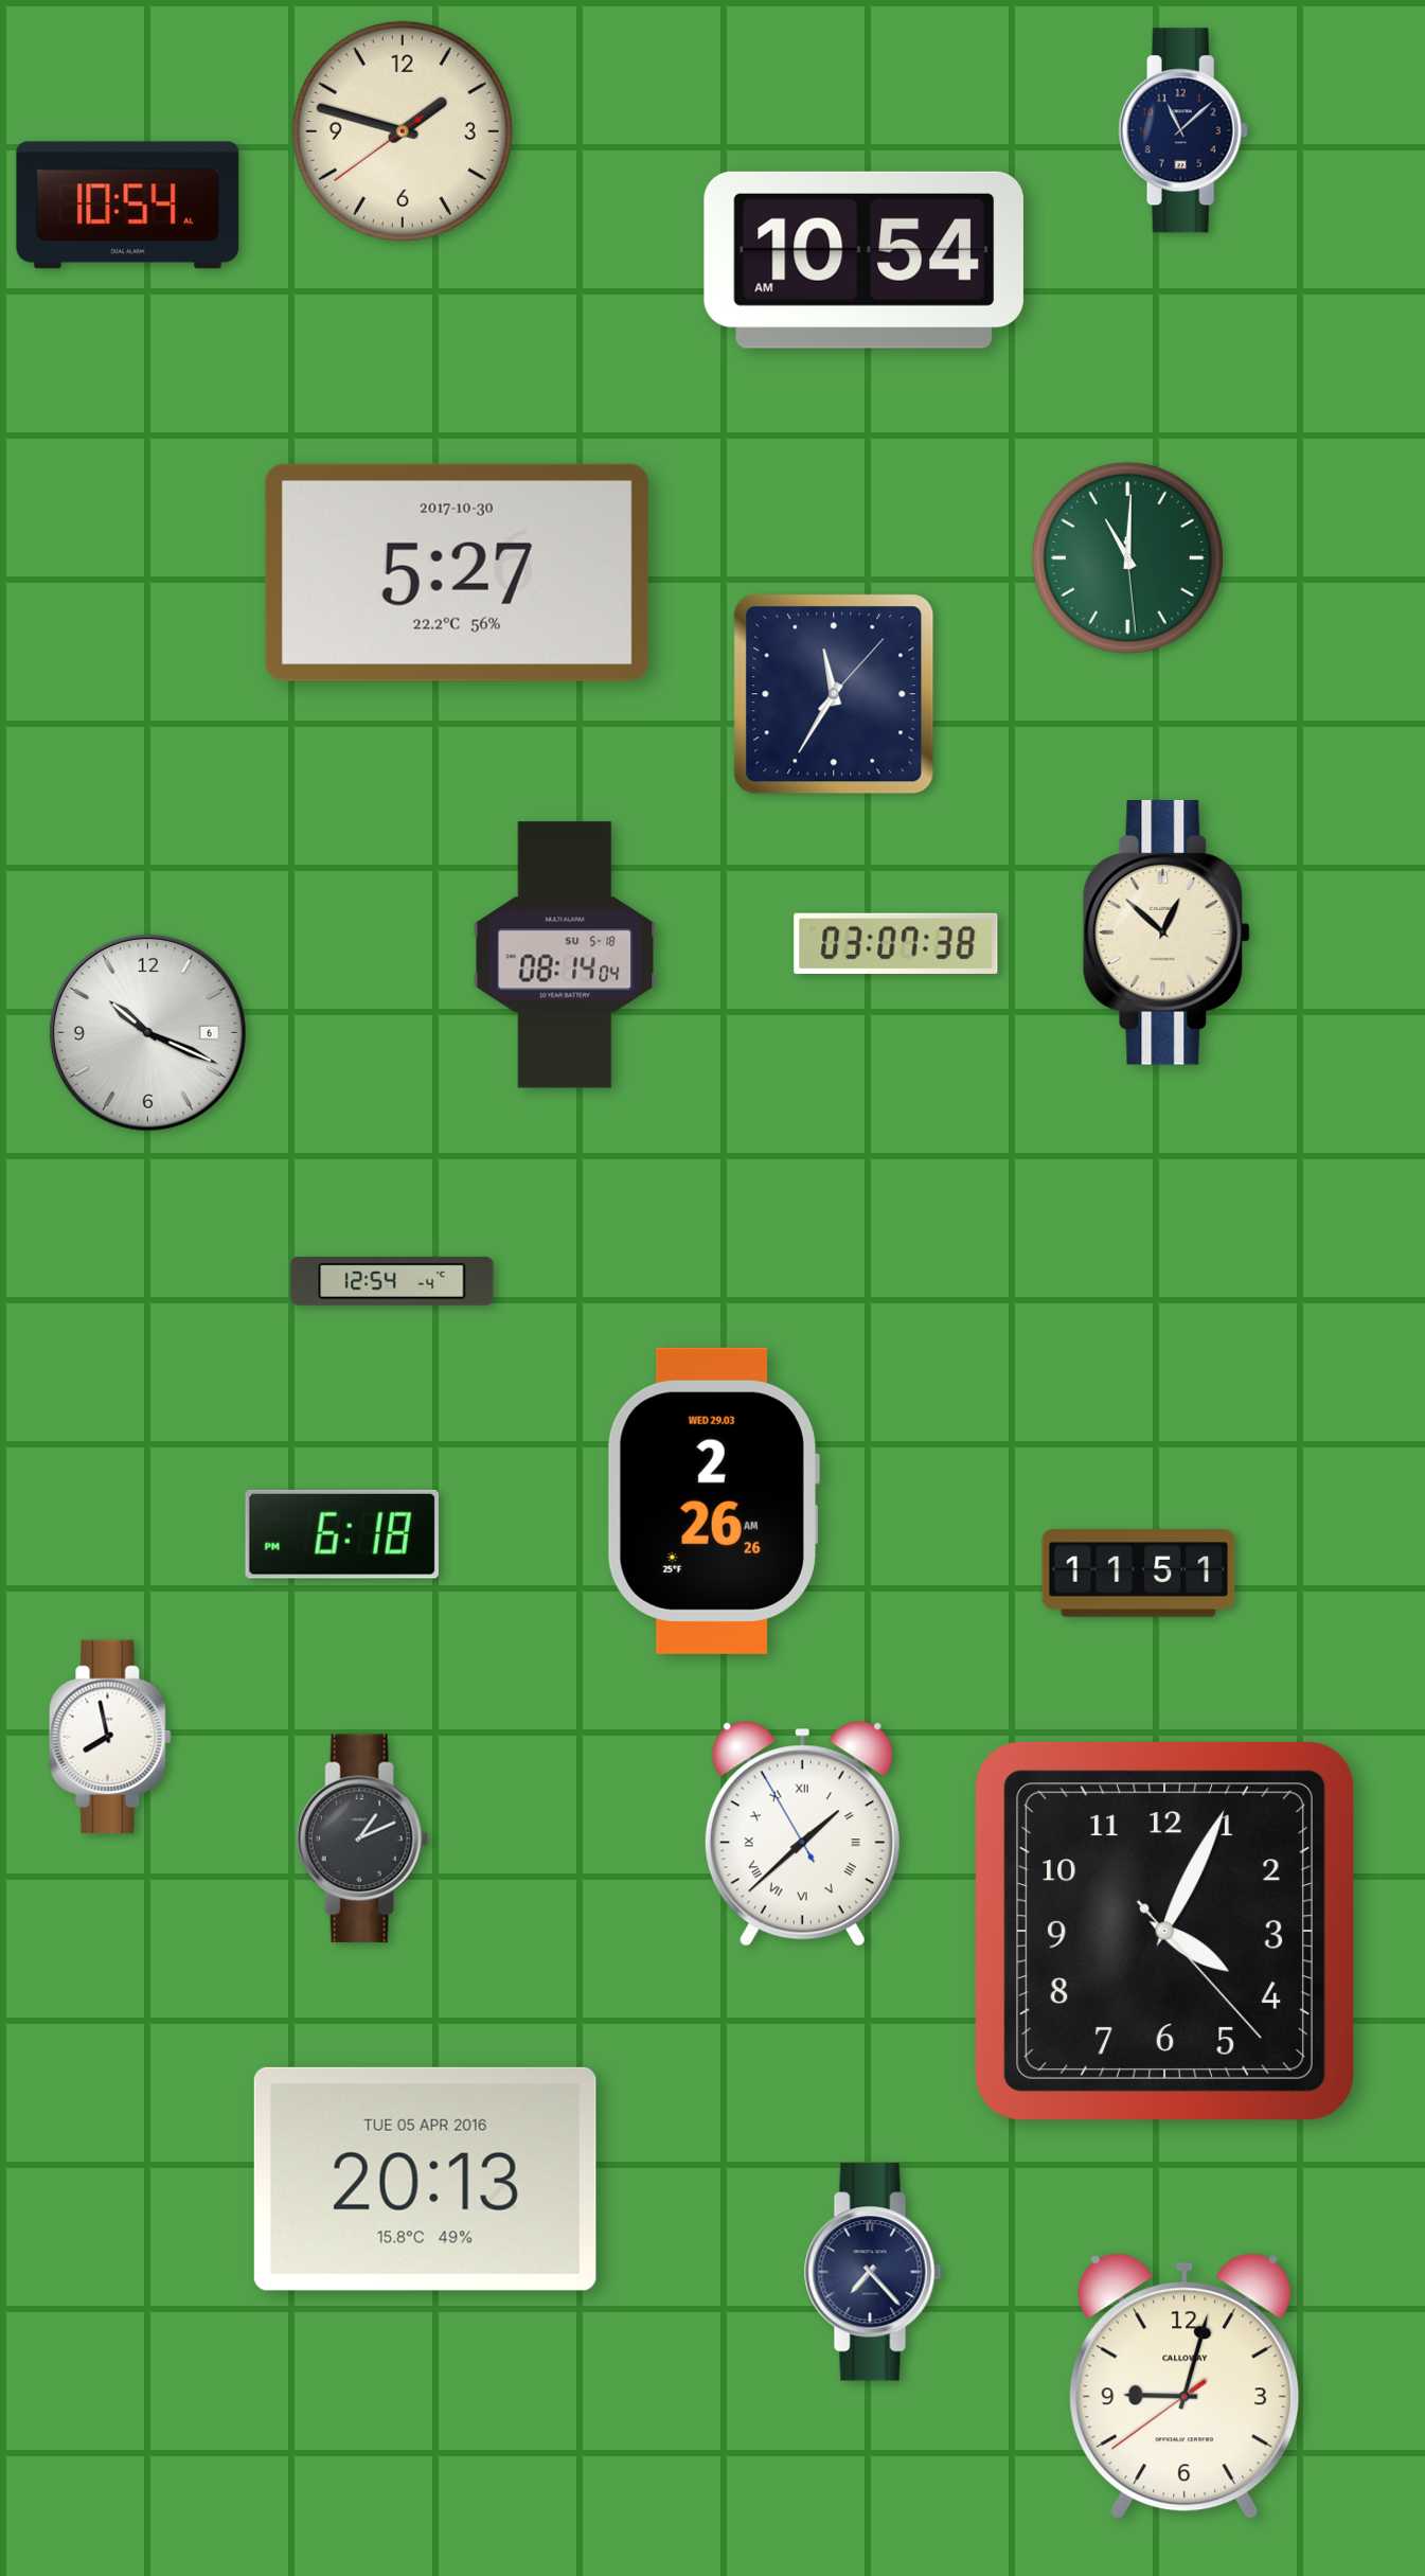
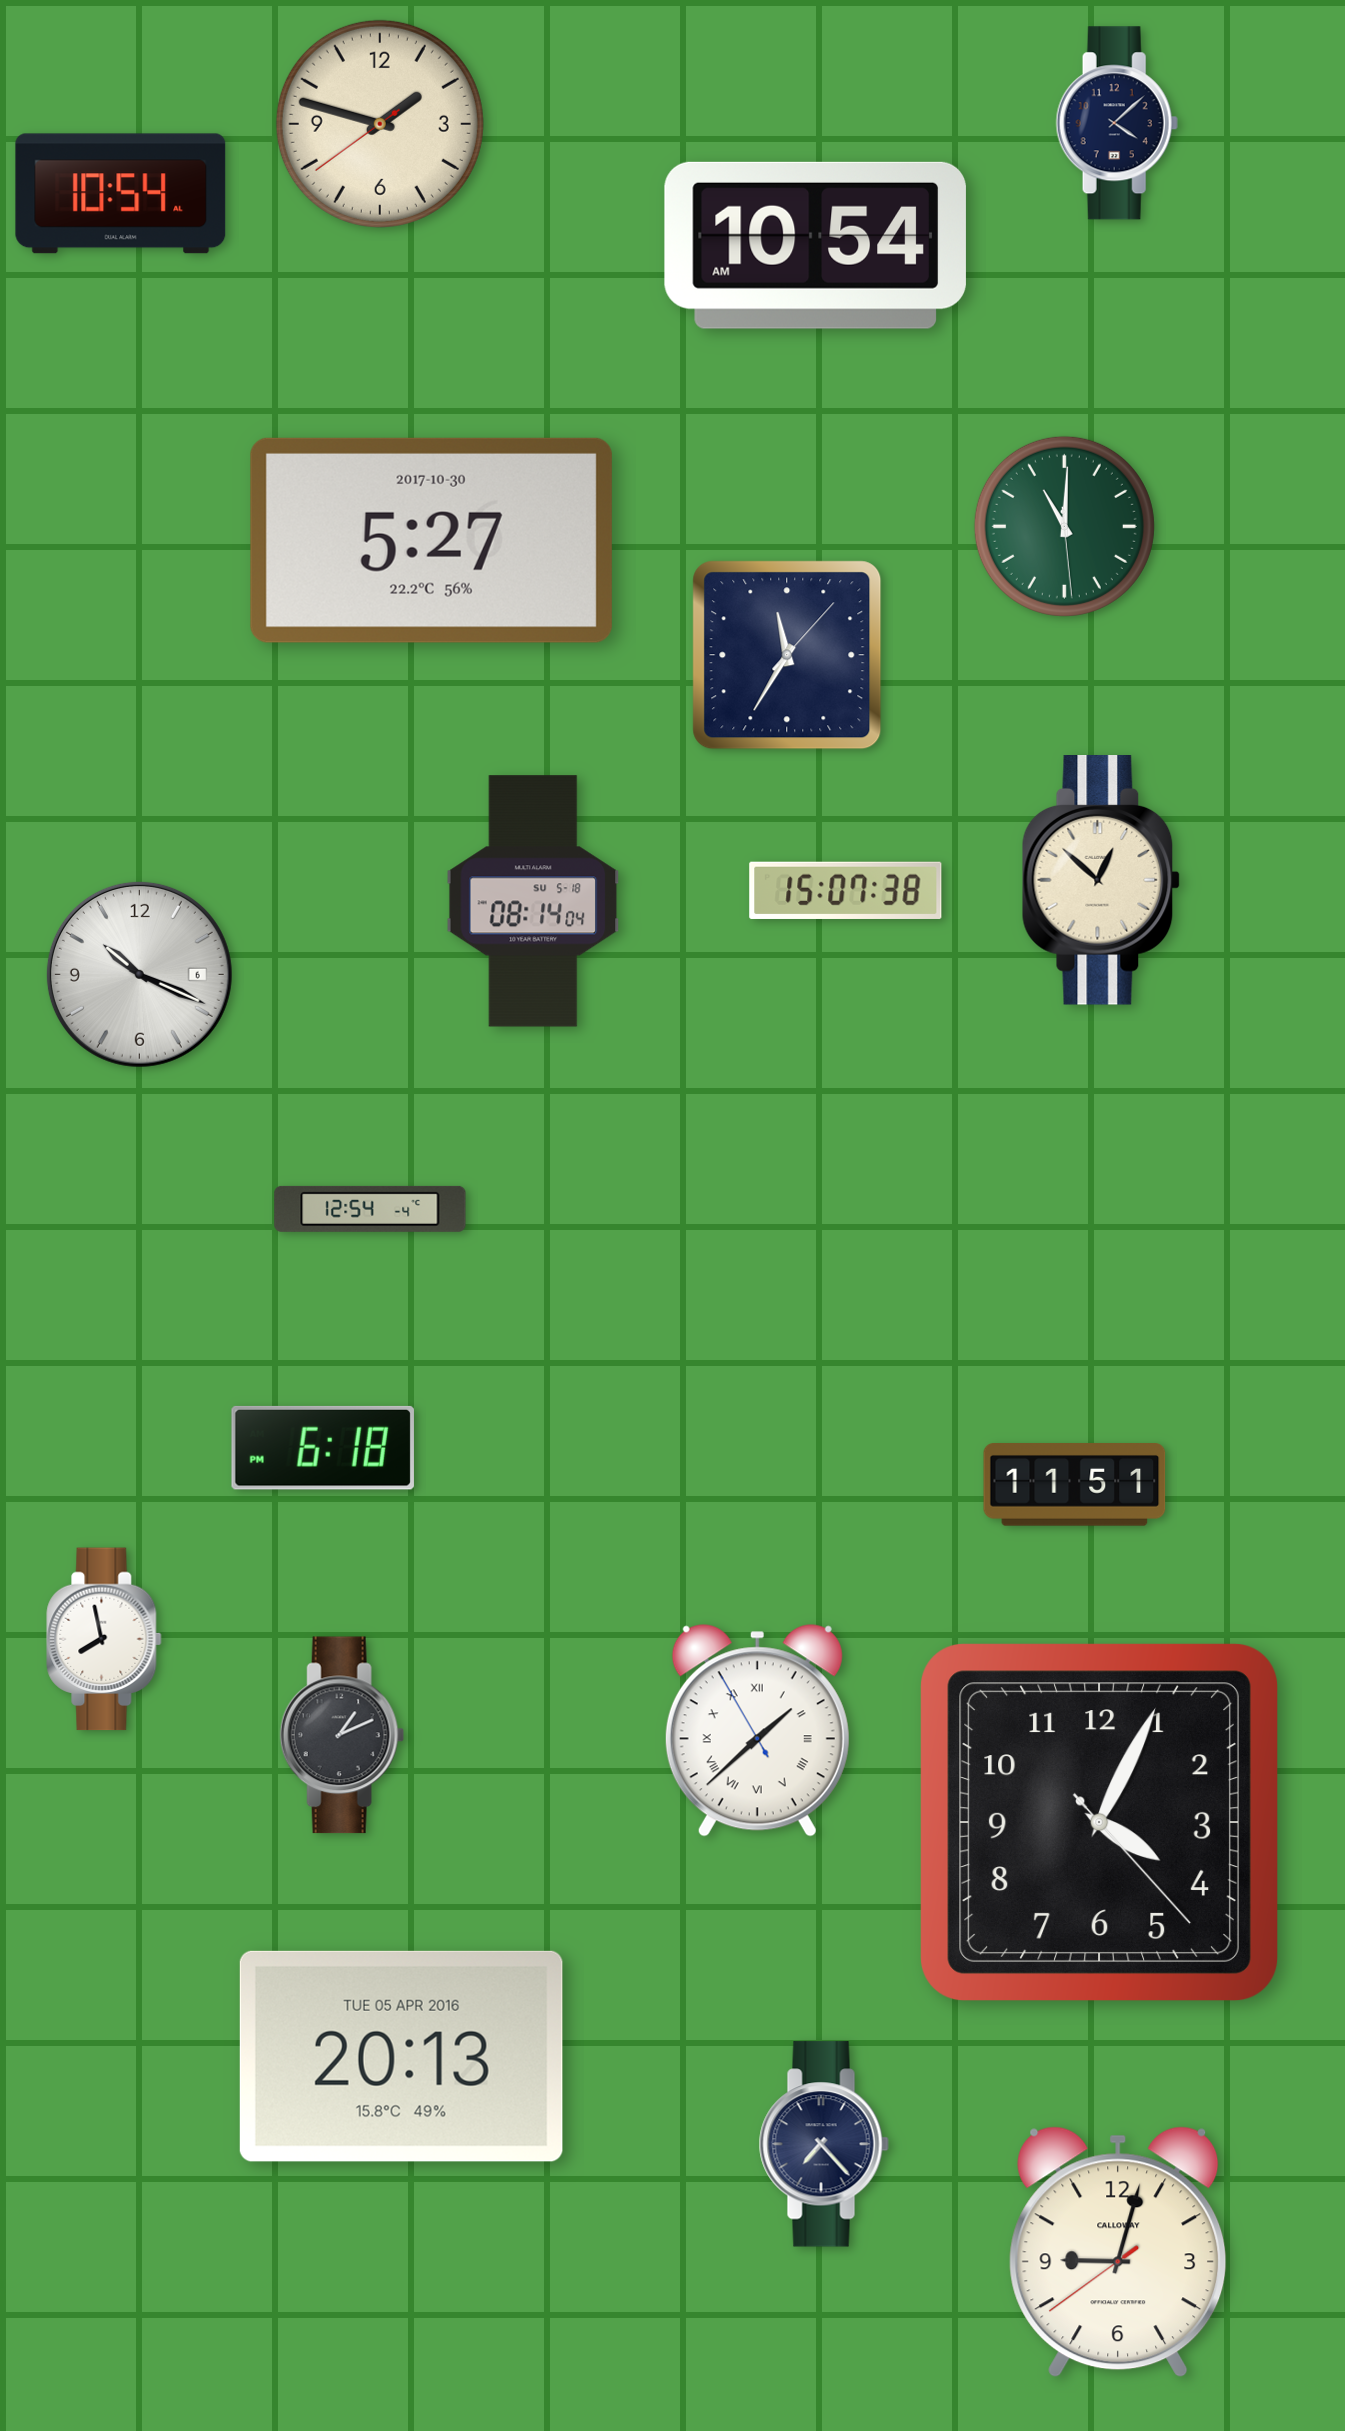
clock at (1183, 130): 11:08 -> 4:08
clock at (896, 943): 03:07 -> 15:07
clock at (713, 1500): 2:26 -> none
